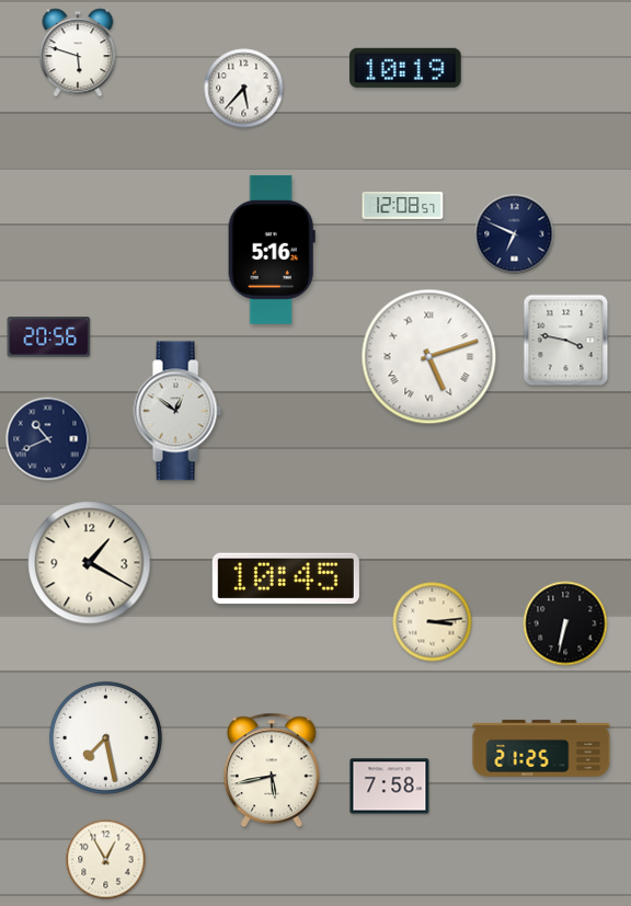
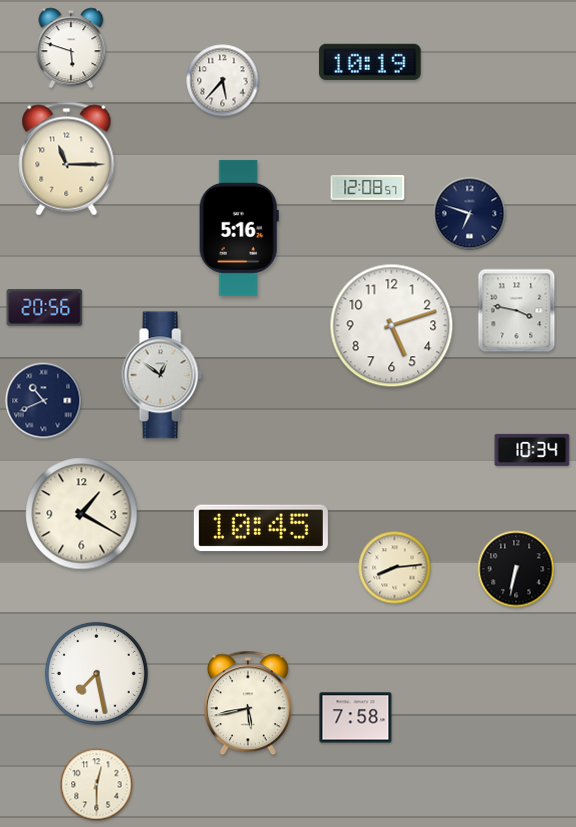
clock at (67, 159): none -> 11:15
clock at (515, 234): 6:49 -> 6:48
clock at (272, 250) position: (272, 250) -> (239, 228)
clock at (429, 357) numerals: Roman -> Arabic
clock at (532, 450): none -> 10:34
clock at (433, 622): 3:14 -> 8:14
clock at (541, 748): 21:25 -> none
clock at (106, 860): 12:55 -> 12:30
